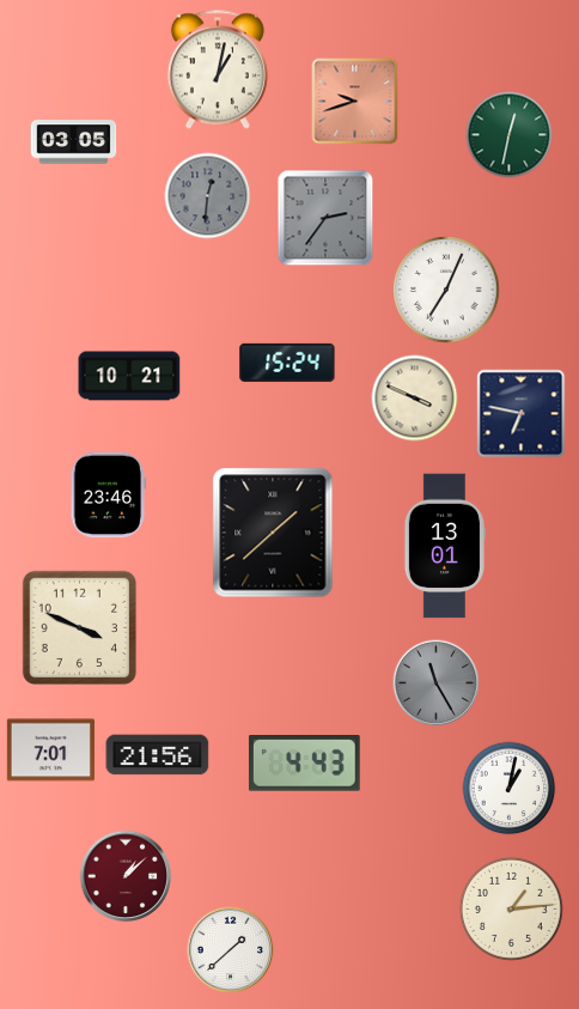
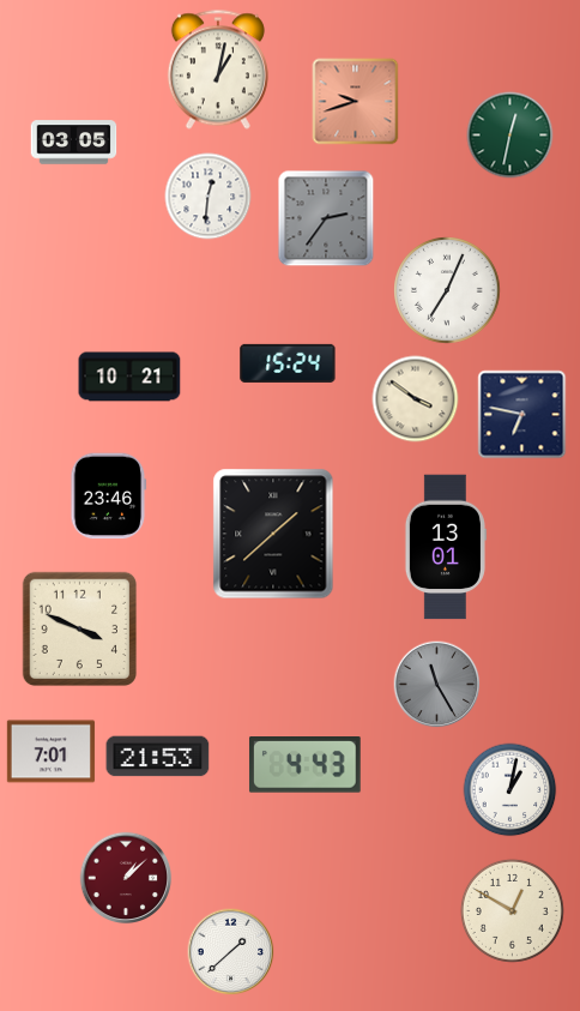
clock at (208, 196) dial: grey -> white
clock at (415, 399): 3:49 -> 3:51
clock at (158, 755): 21:56 -> 21:53
clock at (511, 908): 1:14 -> 12:50
